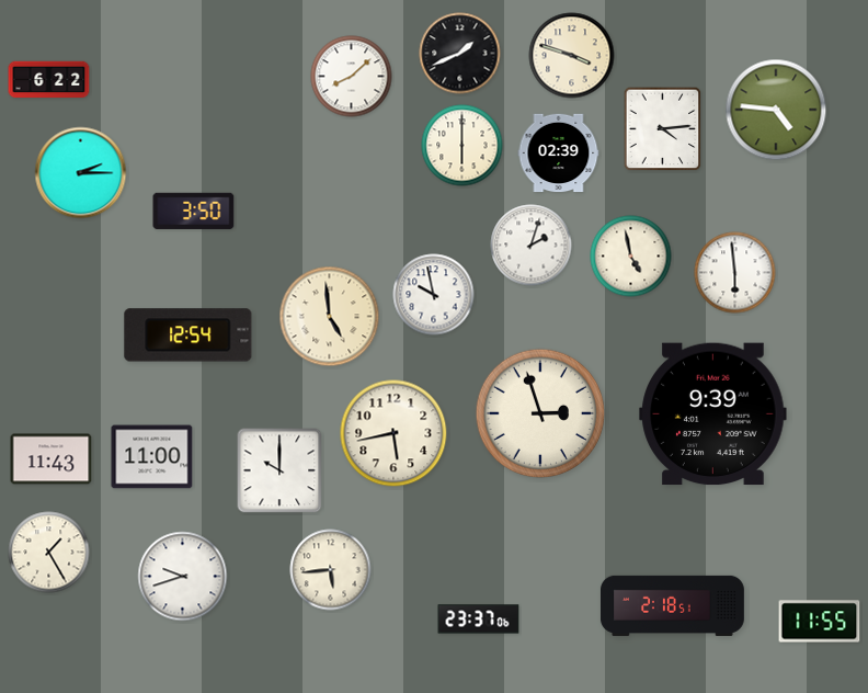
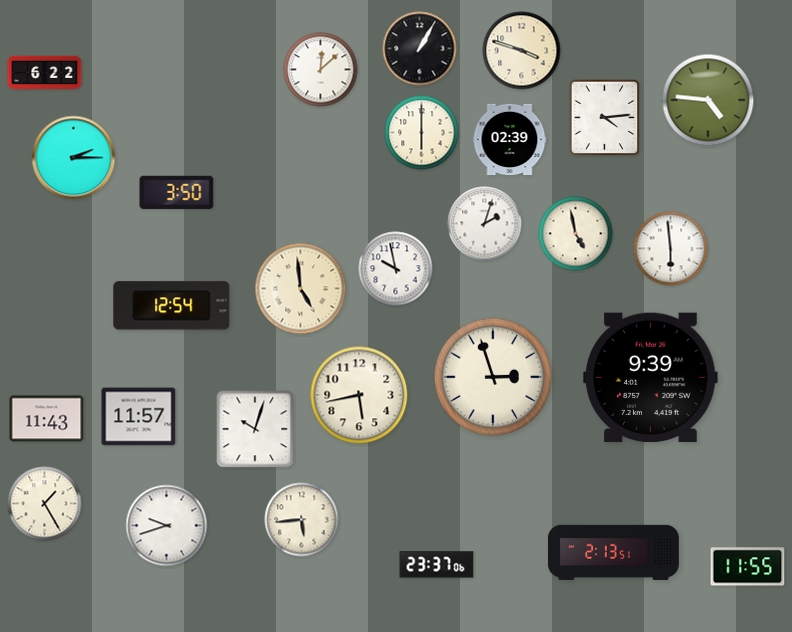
clock at (460, 54): 1:41 -> 1:05
clock at (352, 77): 8:08 -> 12:08
clock at (152, 457): 11:00 -> 11:57
clock at (279, 470): 10:00 -> 10:03
clock at (672, 605): 2:18 -> 2:13
